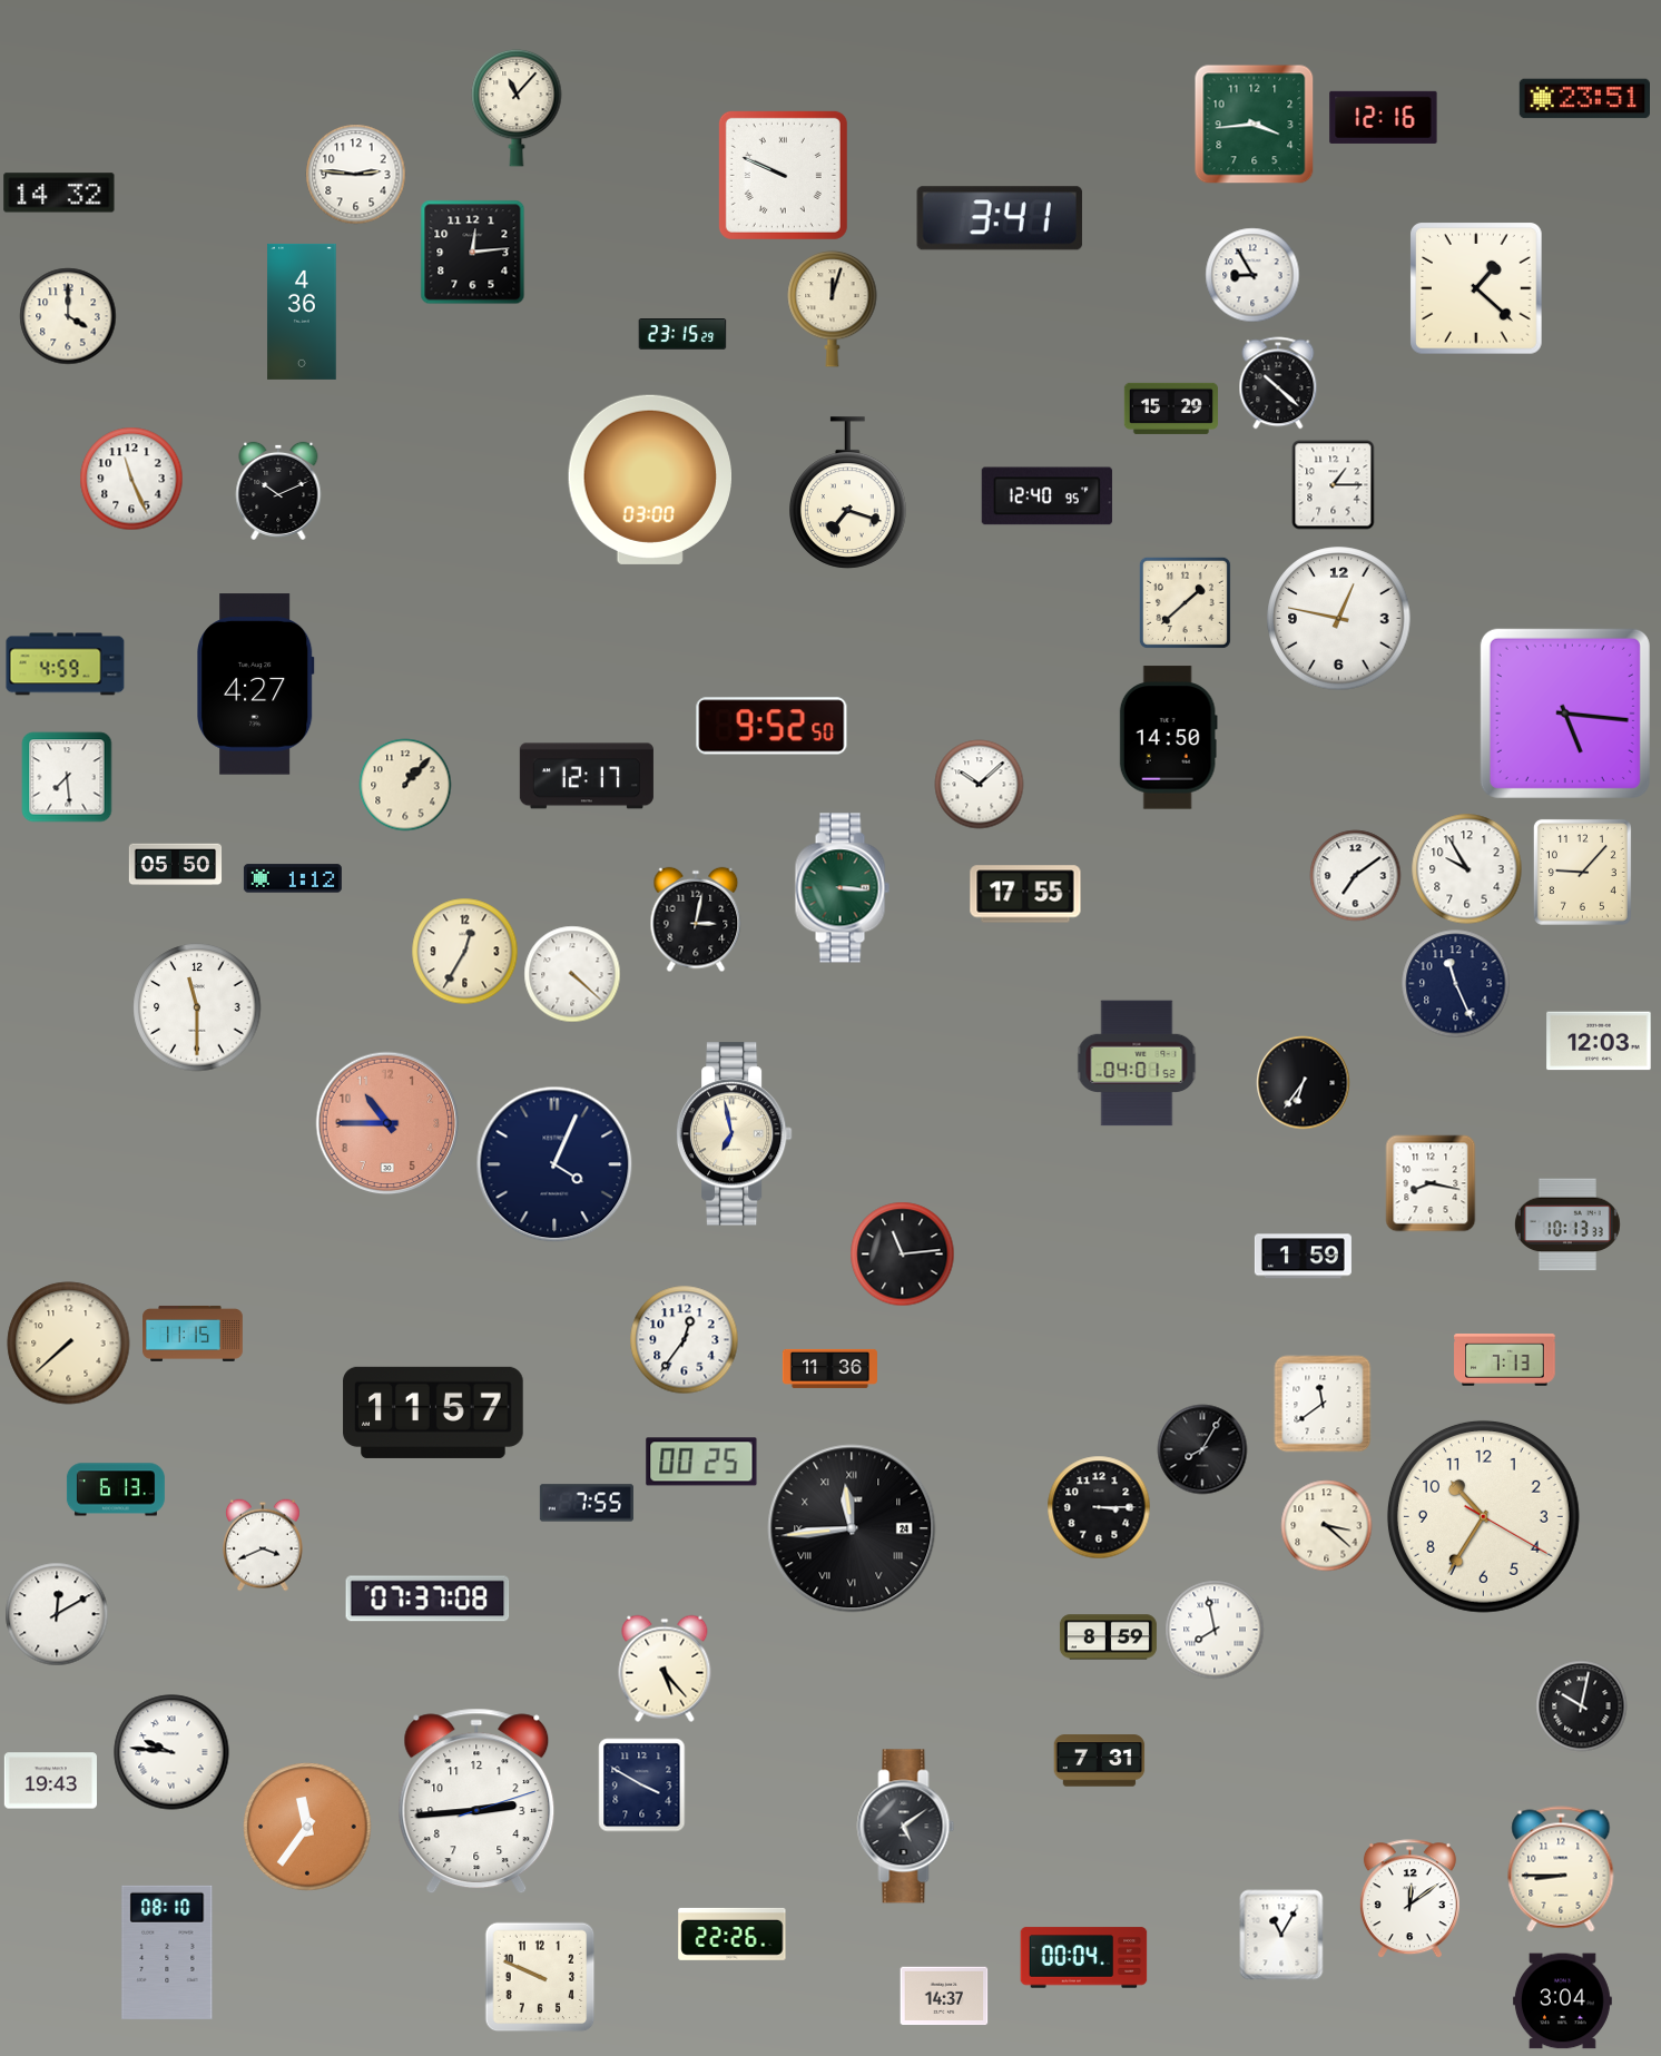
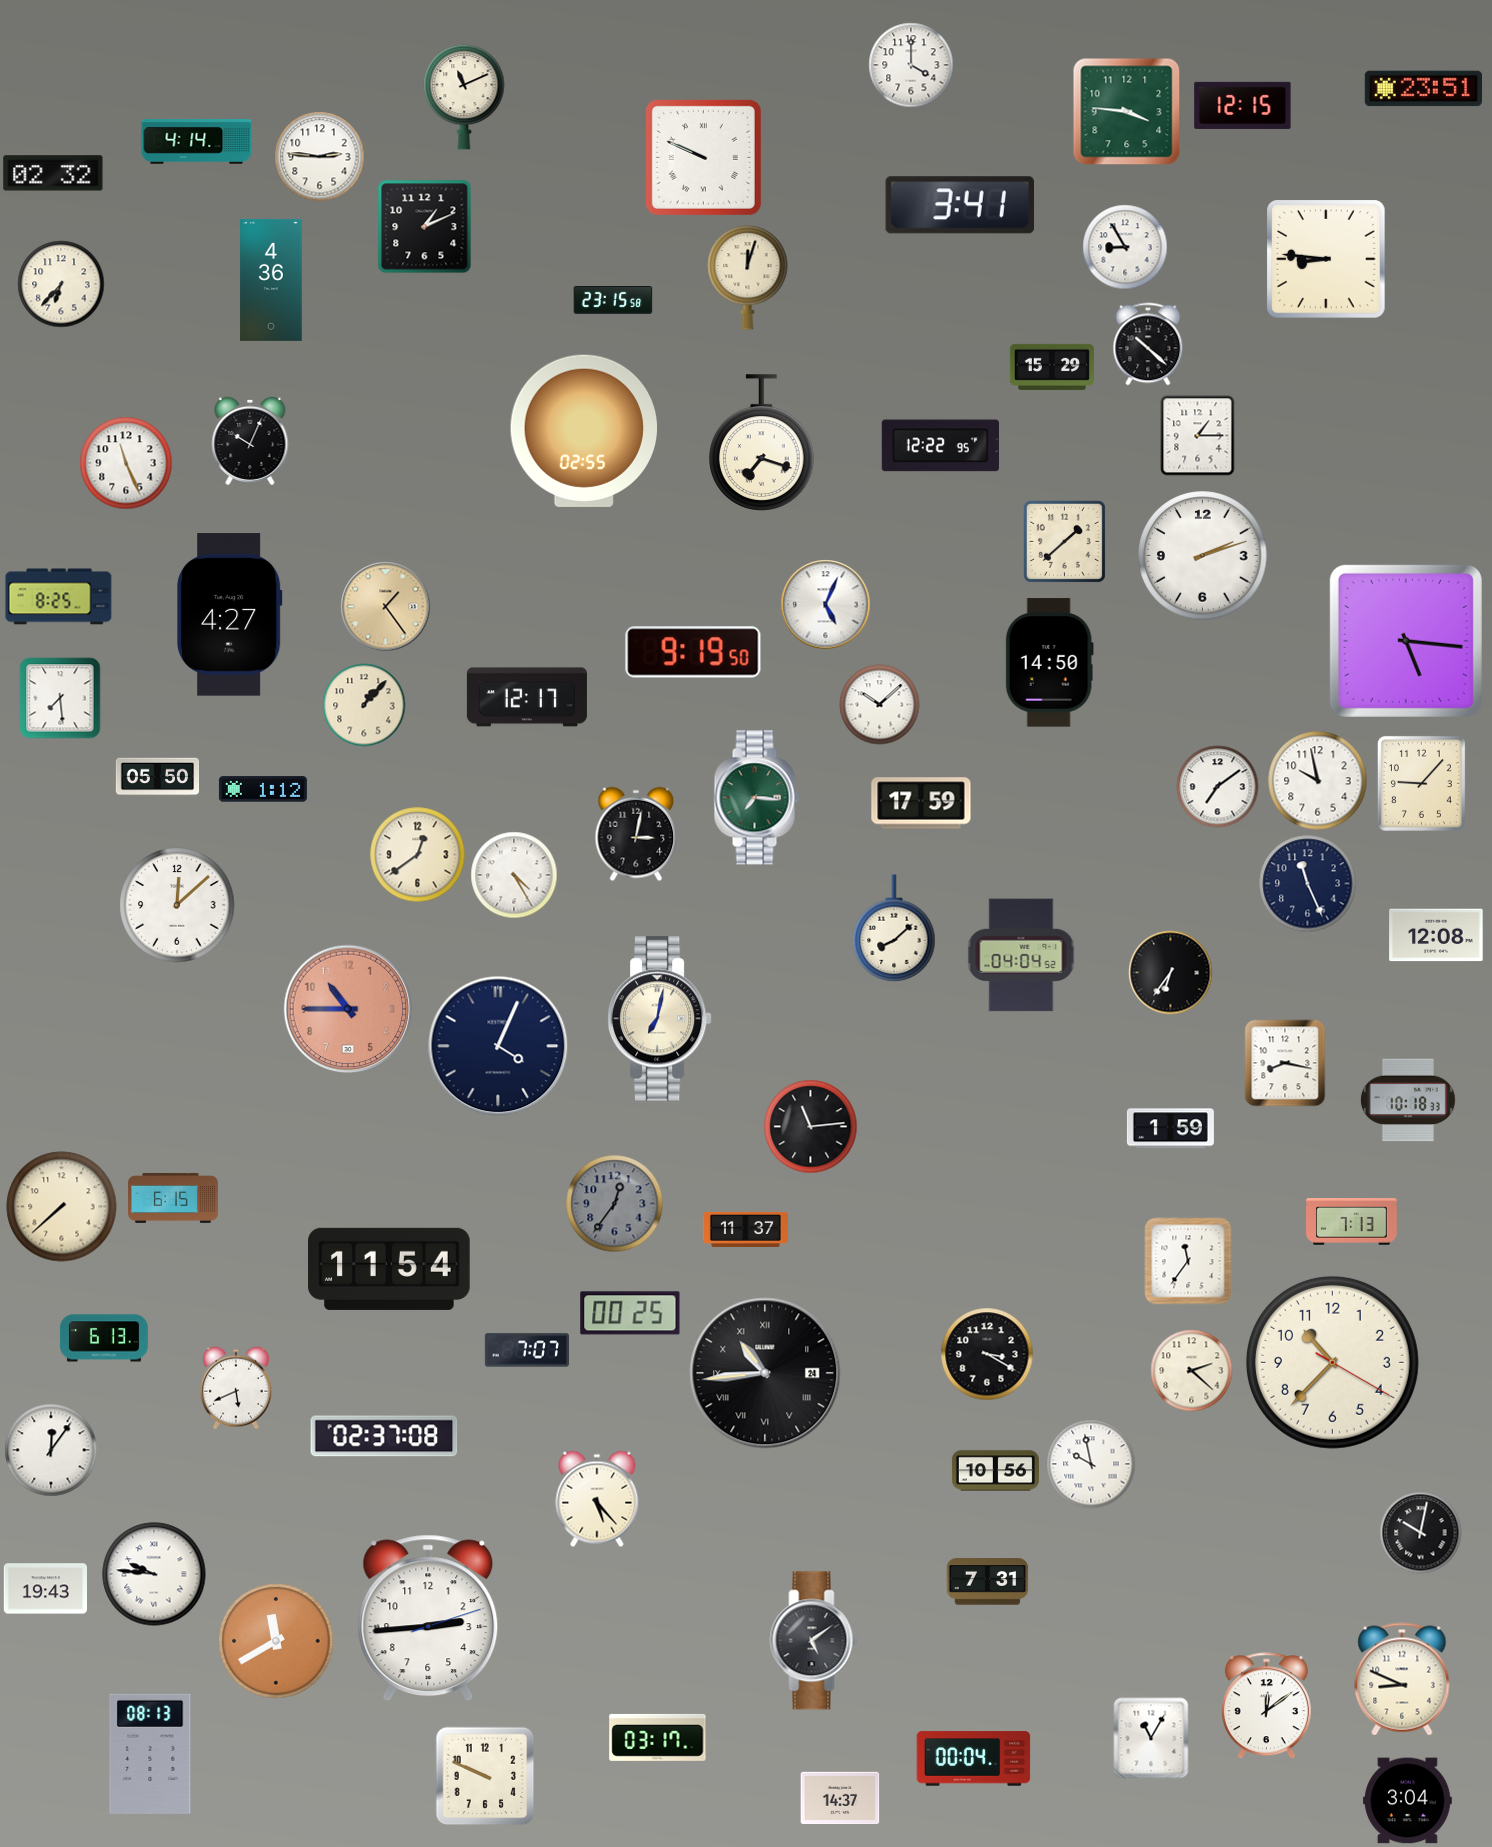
clock at (911, 65): none -> 4:00
clock at (517, 108): 11:07 -> 11:11
clock at (1384, 117): 12:16 -> 12:15
clock at (1255, 125): 3:44 -> 3:46
clock at (197, 142): none -> 4:14
clock at (59, 193): 14:32 -> 02:32
clock at (1000, 218) position: (1000, 218) -> (960, 205)
clock at (473, 253): 12:14 -> 1:11
clock at (1476, 288): 1:22 -> 8:46
clock at (68, 316): 4:00 -> 6:37
clock at (682, 335): 23:15:29 -> 23:15:58
clock at (131, 479) position: (131, 479) -> (126, 463)
clock at (649, 480): 03:00 -> 02:55
clock at (278, 491): 10:11 -> 10:04
clock at (1046, 496): 12:40 -> 12:22
clock at (1339, 619): 12:47 -> 2:12
clock at (66, 665): 4:59 -> 8:25
clock at (826, 605): none -> 5:04
clock at (386, 607): none -> 1:24
clock at (771, 726): 9:52 -> 9:19
clock at (1467, 869): 9:55 -> 9:58
clock at (842, 888): 3:16 -> 7:16
clock at (1025, 894): 17:55 -> 17:59
clock at (696, 919) position: (696, 919) -> (636, 834)
clock at (465, 952): 12:35 -> 12:39
clock at (572, 974): 4:22 -> 4:25
clock at (197, 1007): 11:30 -> 12:08
clock at (894, 928): none -> 8:08
clock at (1599, 1041): 12:03 -> 12:08
clock at (1137, 1063): 04:01 -> 04:04
clock at (734, 1134): 6:58 -> 7:02
clock at (1567, 1224): 10:13 -> 10:18
clock at (193, 1334): 11:15 -> 6:15
clock at (685, 1340) dial: white -> grey
clock at (829, 1368): 11:36 -> 11:37
clock at (1323, 1404): 11:39 -> 11:36
clock at (433, 1413): 11:57 -> 11:54
clock at (1202, 1449): 8:05 -> none
clock at (587, 1503): 7:55 -> 7:07
clock at (1099, 1507): 3:15 -> 3:20
clock at (1483, 1516): 10:35 -> 10:37
clock at (1327, 1526): 3:22 -> 2:22
clock at (852, 1528): 11:44 -> 10:44
clock at (264, 1545): 3:41 -> 5:41
clock at (427, 1598): 07:37 -> 02:37
clock at (57, 1614): 12:10 -> 12:06
clock at (1215, 1630): 7:58 -> 9:58
clock at (1108, 1637): 8:59 -> 10:56
clock at (50, 1781) position: (50, 1781) -> (45, 1589)
clock at (642, 1786): 3:50 -> none
clock at (307, 1827): 11:36 -> 11:40
clock at (1561, 1869): 8:45 -> 8:49
clock at (733, 1934): 22:26 -> 03:17
clock at (167, 1952): 08:10 -> 08:13
clock at (944, 1996) position: (944, 1996) -> (840, 1798)
clock at (1562, 2001) position: (1562, 2001) -> (1407, 1801)
